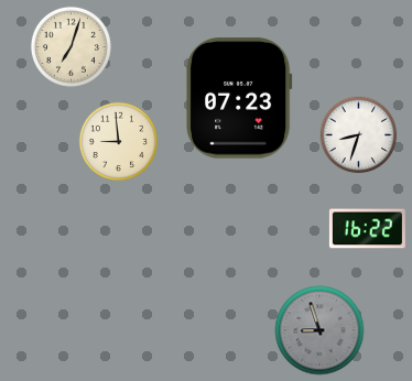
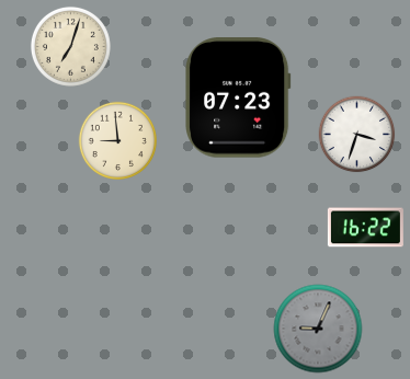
clock at (359, 135): 8:33 -> 3:33
clock at (319, 330): 8:57 -> 9:04
